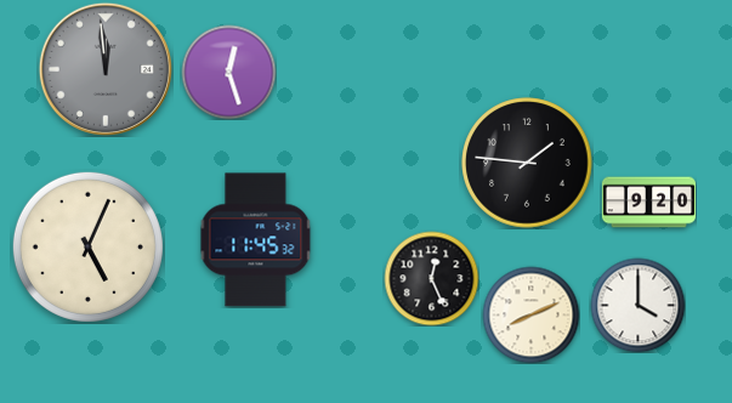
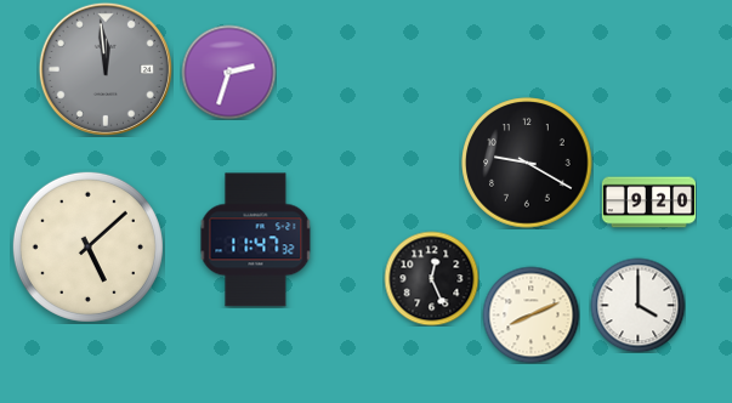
clock at (228, 72): 12:27 -> 2:33
clock at (527, 163): 1:46 -> 9:20
clock at (256, 240): 11:45 -> 11:47
clock at (87, 246): 5:04 -> 5:08
